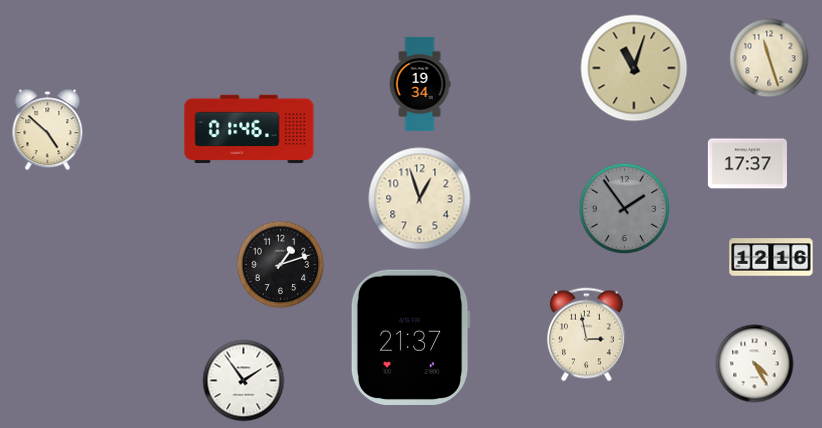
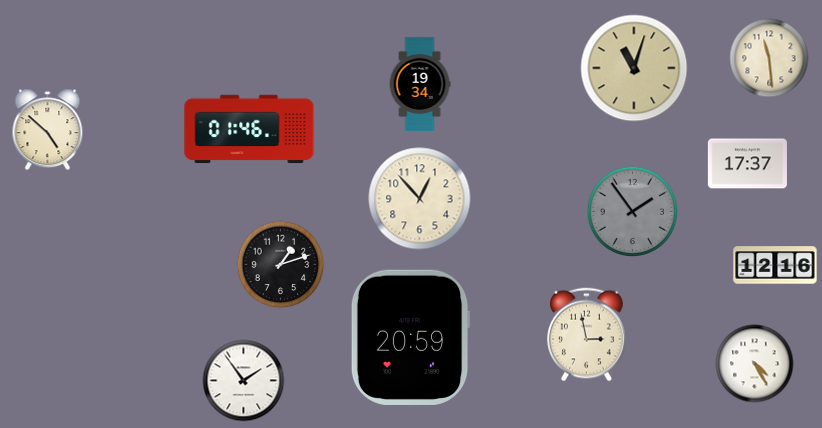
clock at (769, 58): 11:27 -> 11:29
clock at (420, 199): 12:57 -> 12:53
clock at (624, 208) position: (624, 208) -> (632, 211)
clock at (771, 257) position: (771, 257) -> (775, 265)
clock at (410, 337): 21:37 -> 20:59
